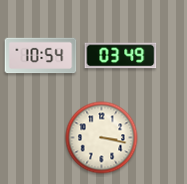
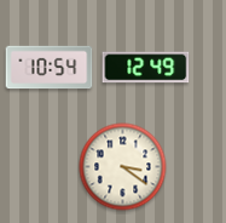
clock at (121, 56): 03:49 -> 12:49
clock at (102, 138): 3:17 -> 3:21
